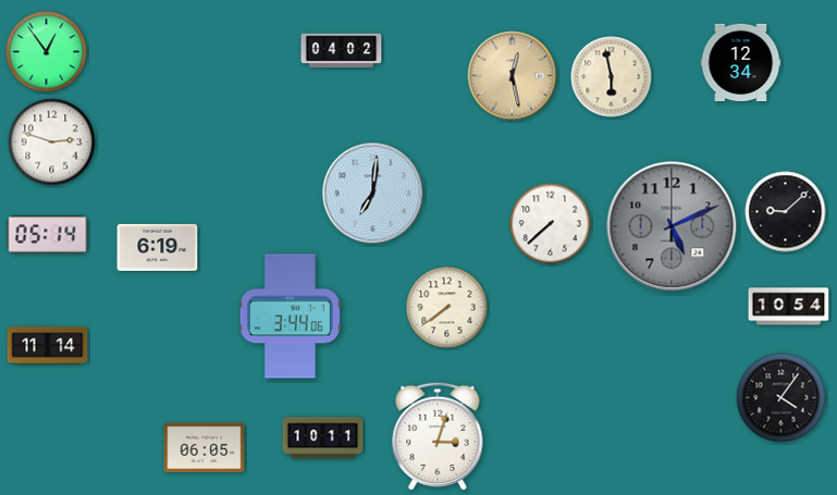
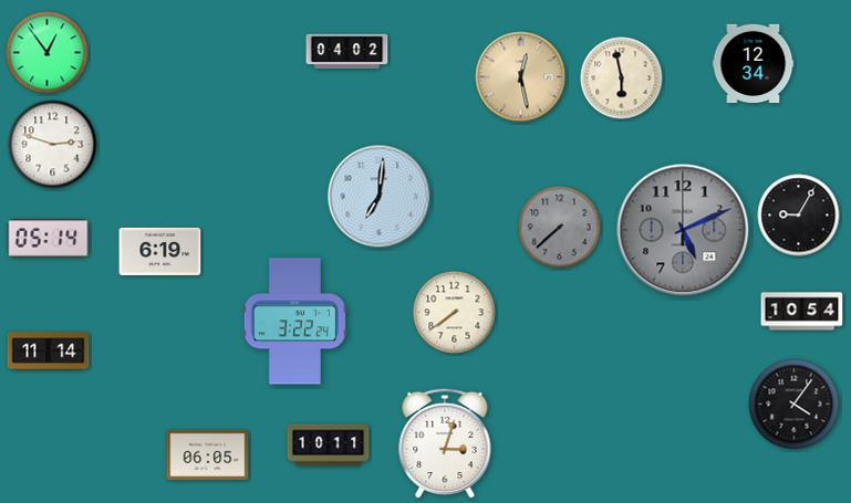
clock at (786, 212): 9:08 -> 9:05
clock at (551, 224) dial: white -> grey
clock at (290, 317): 3:44 -> 3:22
